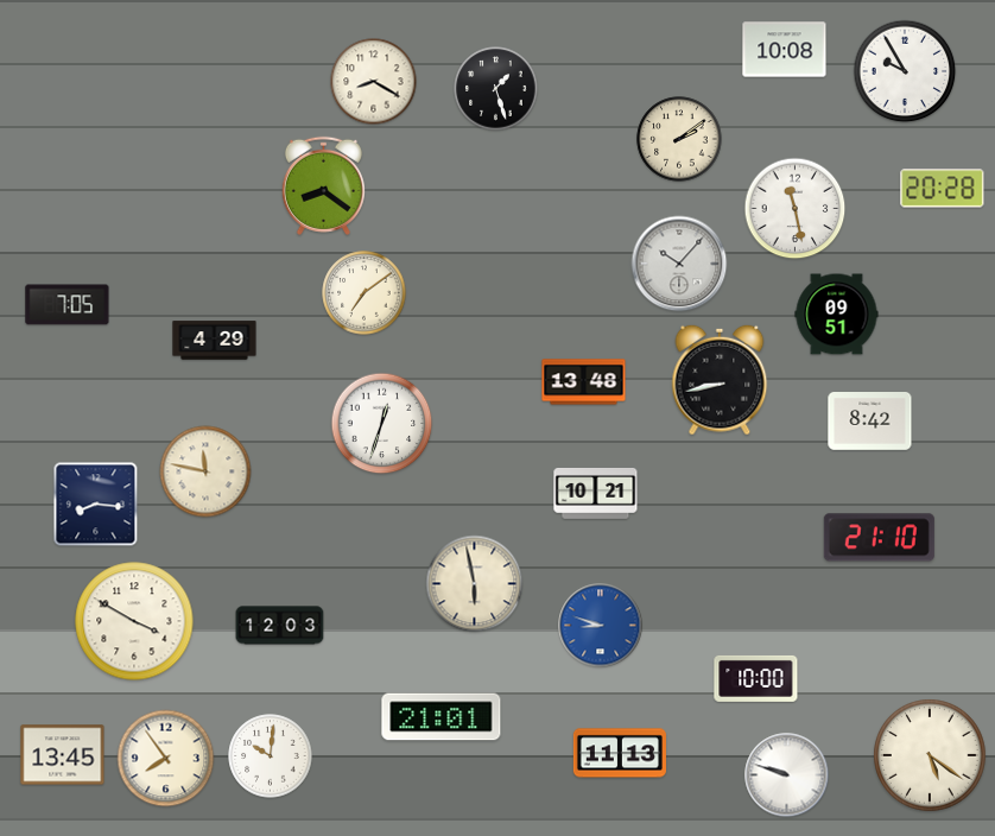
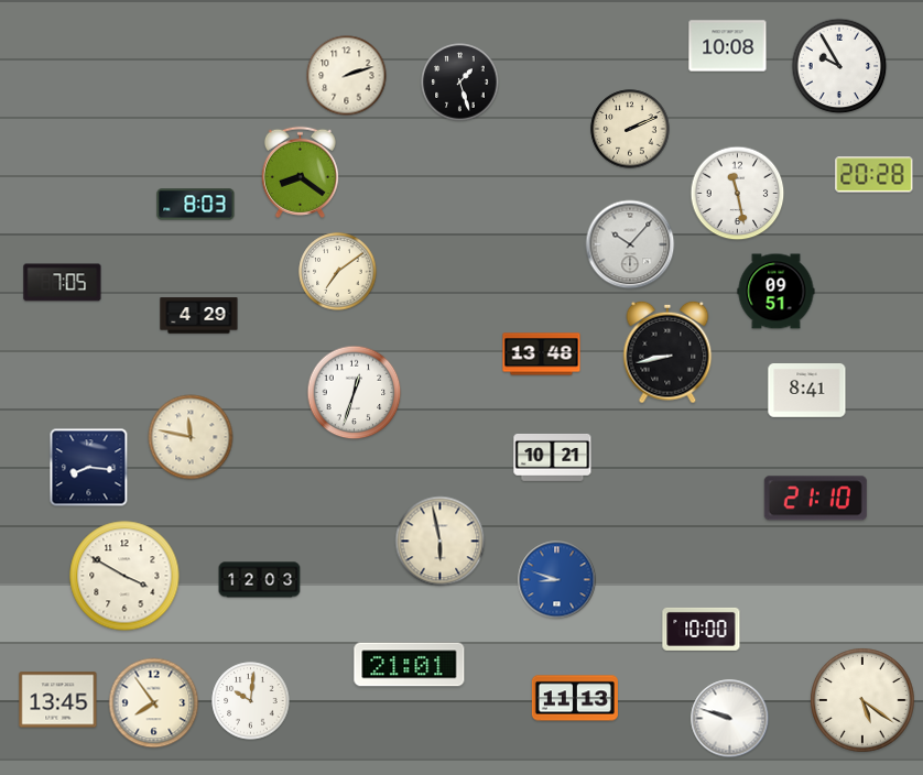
clock at (374, 82): 8:20 -> 2:12
clock at (679, 139): 2:09 -> 2:11
clock at (196, 205): none -> 8:03
clock at (870, 422): 8:42 -> 8:41
